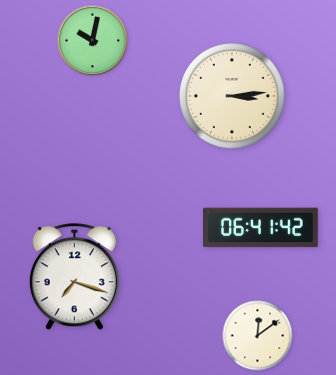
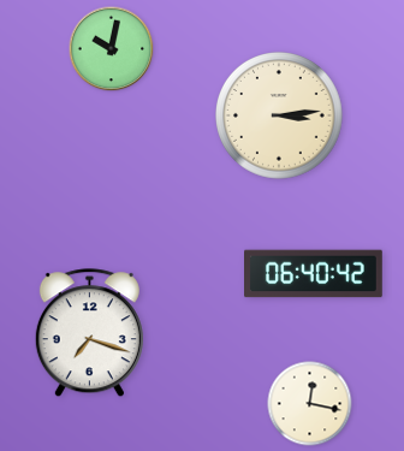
clock at (261, 228): 06:41 -> 06:40
clock at (258, 336): 12:09 -> 12:17
